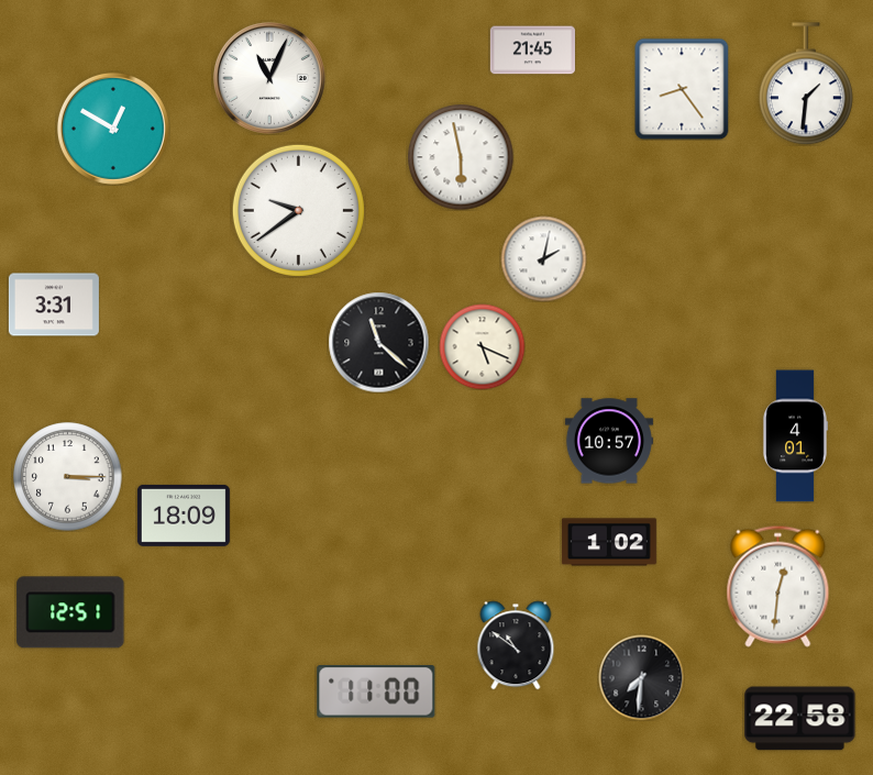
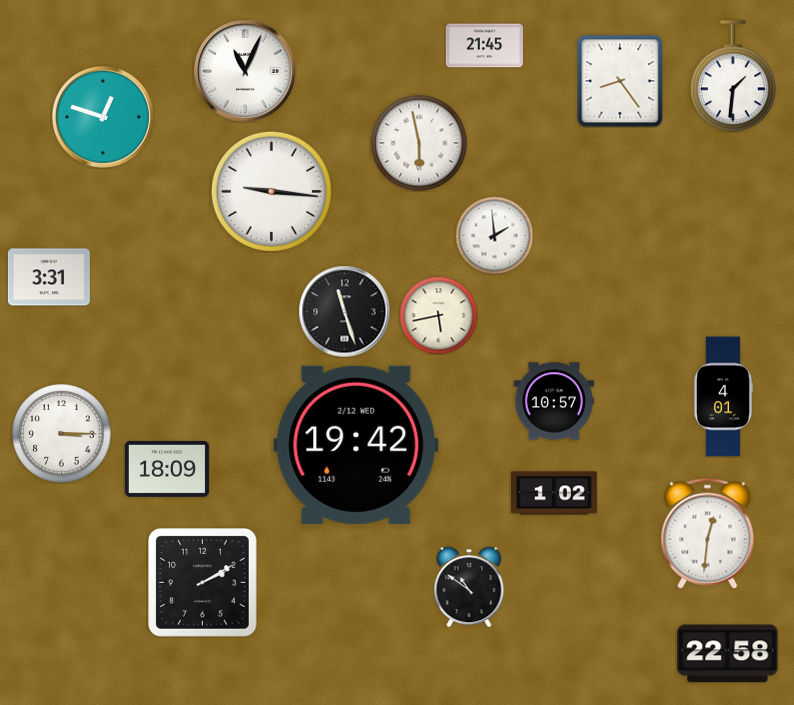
clock at (113, 129): 12:50 -> 12:48
clock at (298, 210): 9:39 -> 9:16
clock at (543, 258): 2:02 -> 1:59
clock at (378, 342): 11:22 -> 11:27
clock at (482, 346): 5:19 -> 5:43
clock at (356, 445): none -> 19:42
clock at (70, 612): 12:51 -> none
clock at (203, 583): none -> 2:10
clock at (641, 677): 7:31 -> none
clock at (376, 693): 11:00 -> none
